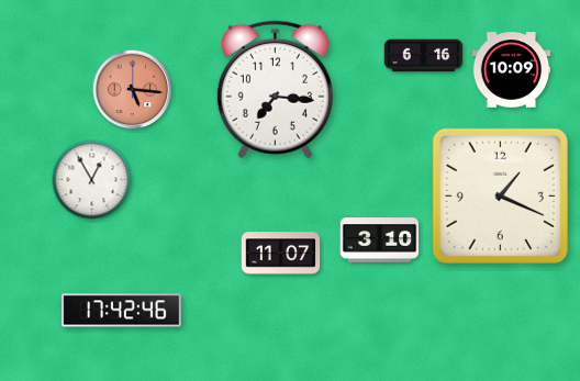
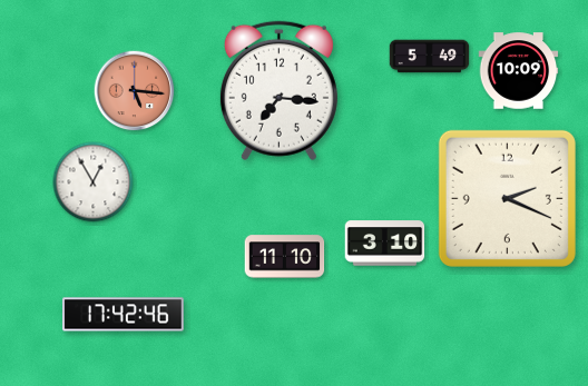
clock at (424, 56): 6:16 -> 5:49
clock at (500, 195): 1:19 -> 2:19
clock at (281, 254): 11:07 -> 11:10
